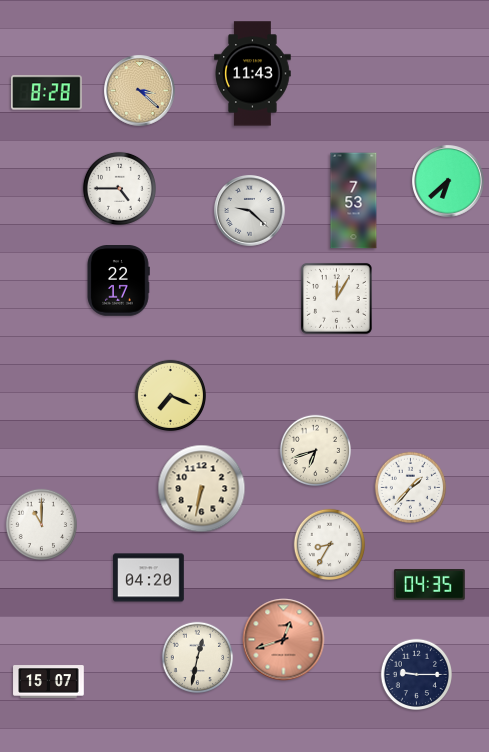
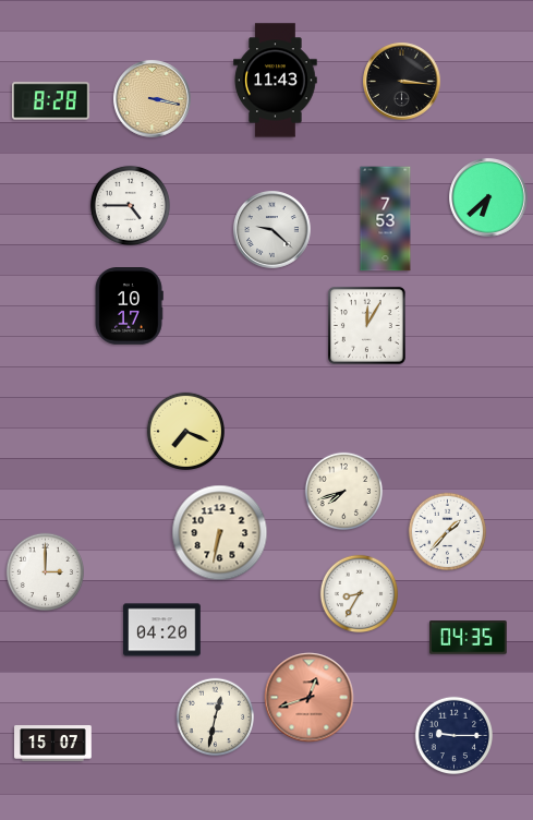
clock at (402, 82): none -> 3:16
clock at (140, 91): 3:22 -> 3:17
clock at (118, 281): 22:17 -> 10:17
clock at (316, 451): 6:42 -> 7:42
clock at (42, 525): 11:00 -> 3:00
